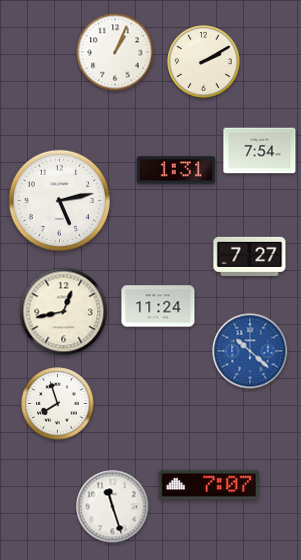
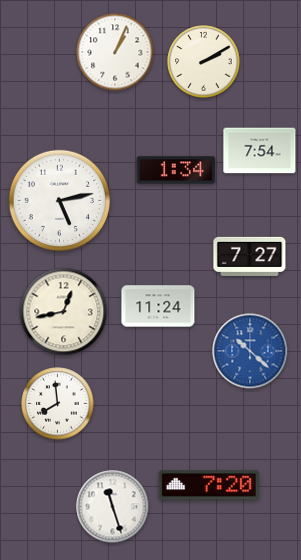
clock at (176, 170): 1:31 -> 1:34
clock at (58, 404): 7:57 -> 7:59
clock at (209, 485): 7:07 -> 7:20
